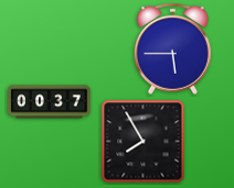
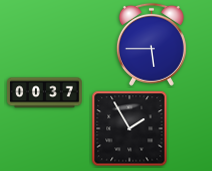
clock at (172, 48) position: (172, 48) -> (151, 44)
clock at (143, 142): 7:55 -> 1:55
